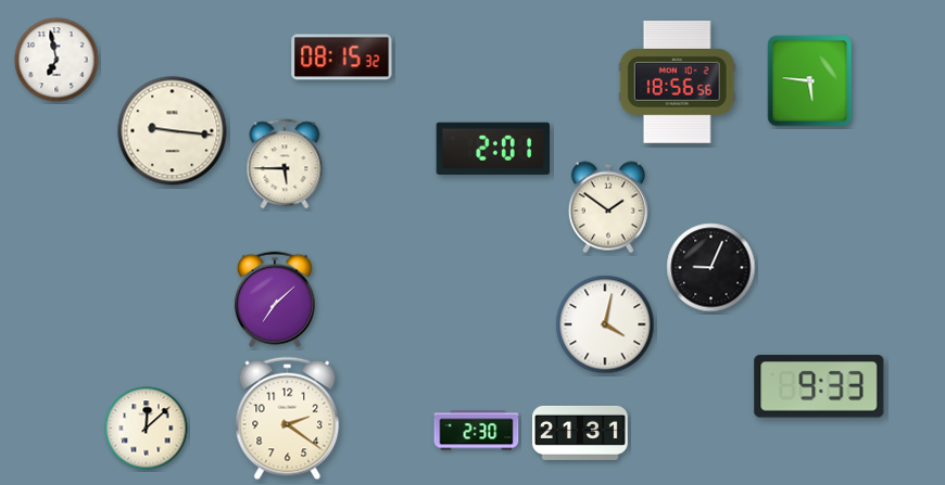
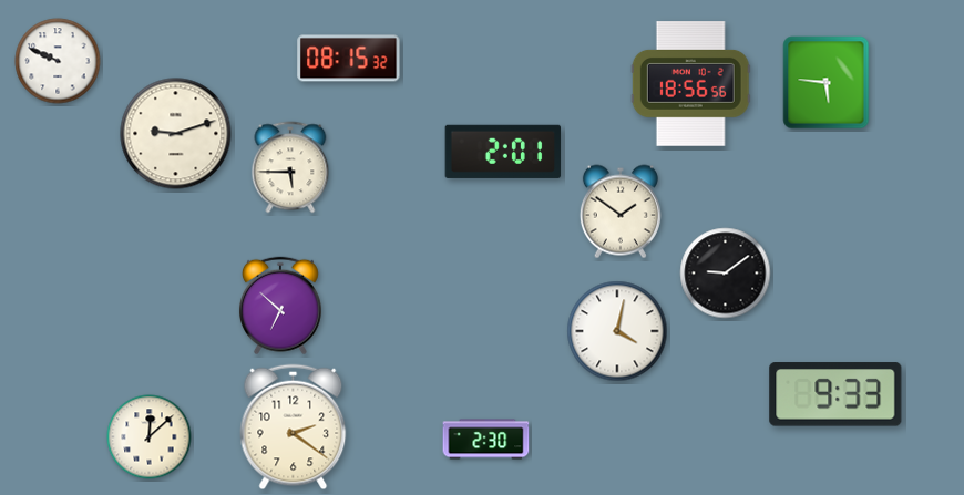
clock at (56, 60): 6:58 -> 9:49
clock at (173, 131): 9:16 -> 9:12
clock at (711, 268): 9:04 -> 9:09
clock at (275, 299): 7:08 -> 6:52
clock at (580, 433): 21:31 -> none
